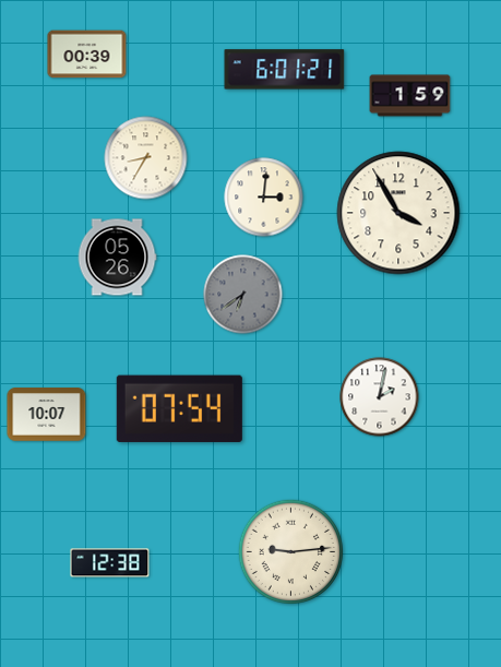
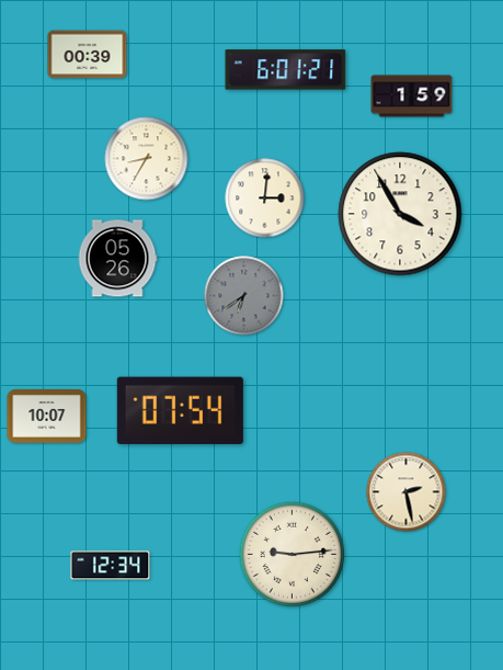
clock at (380, 397): 2:02 -> none
clock at (407, 492): none -> 2:28
clock at (110, 563): 12:38 -> 12:34
